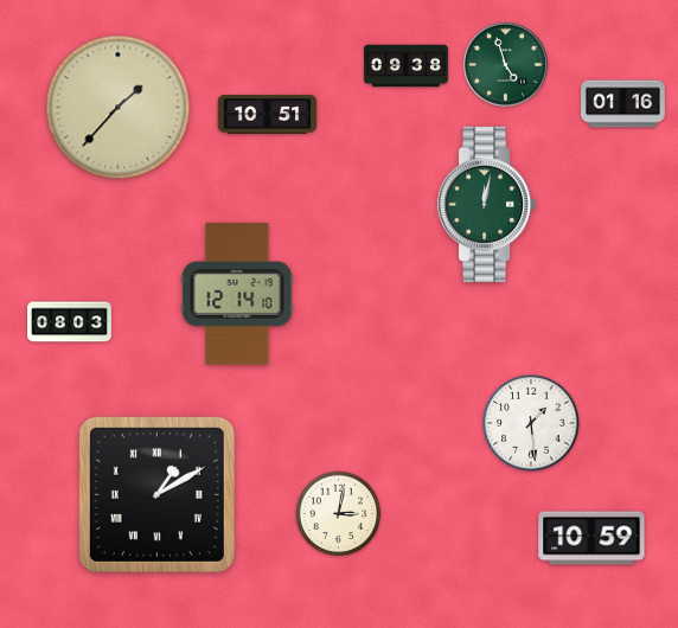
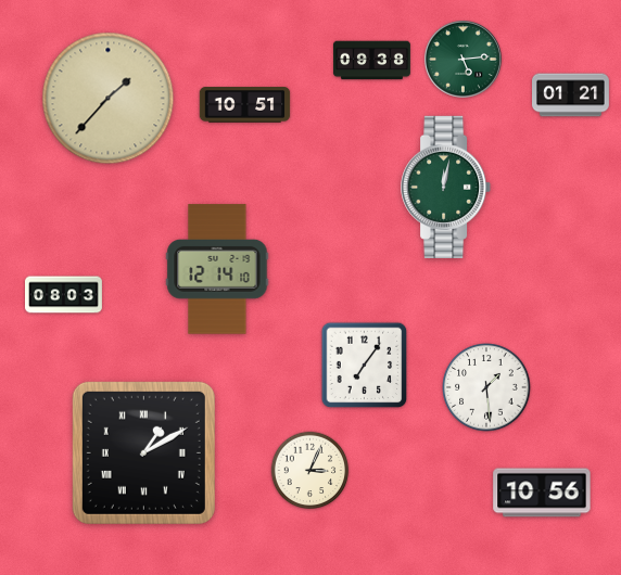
clock at (505, 64): 4:57 -> 5:14
clock at (623, 104): 01:16 -> 01:21
clock at (365, 366): none -> 7:06
clock at (339, 514): 3:02 -> 3:04
clock at (591, 538): 10:59 -> 10:56
